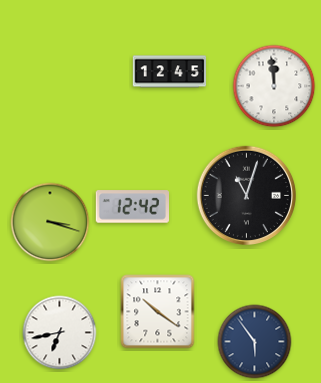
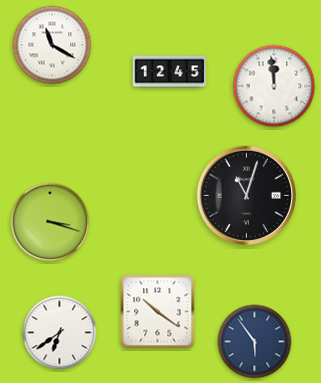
clock at (52, 45): none -> 11:20
clock at (132, 207): 12:42 -> none
clock at (60, 333): 6:43 -> 6:39
